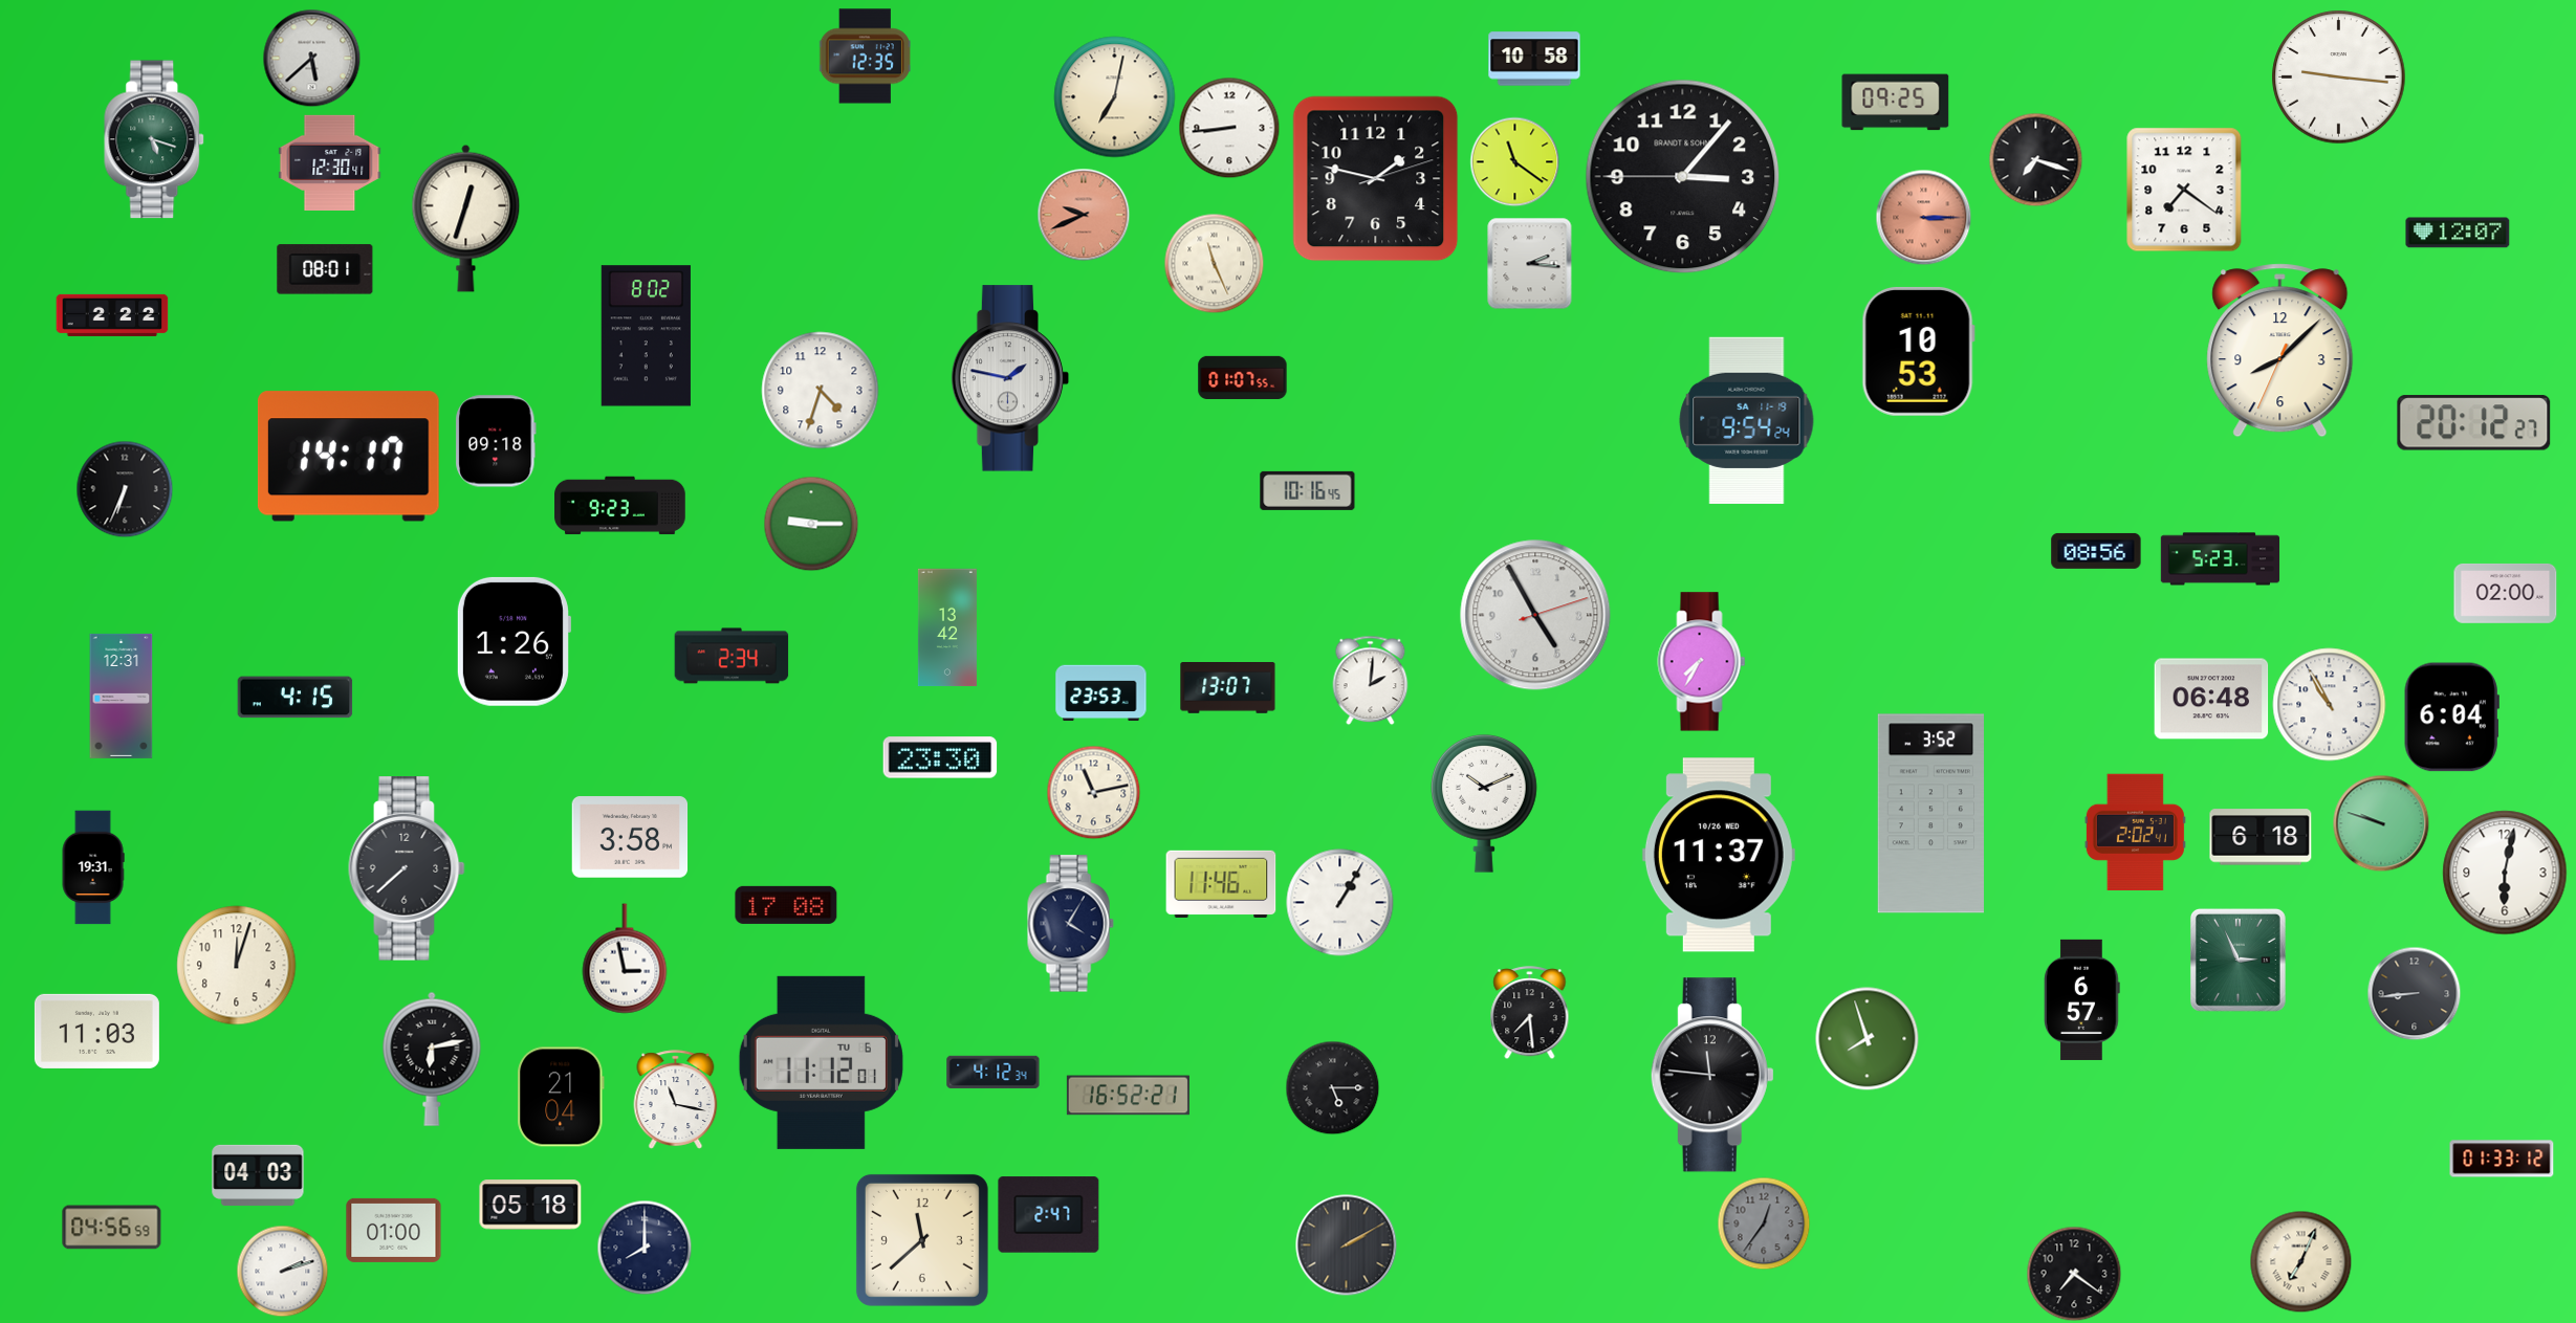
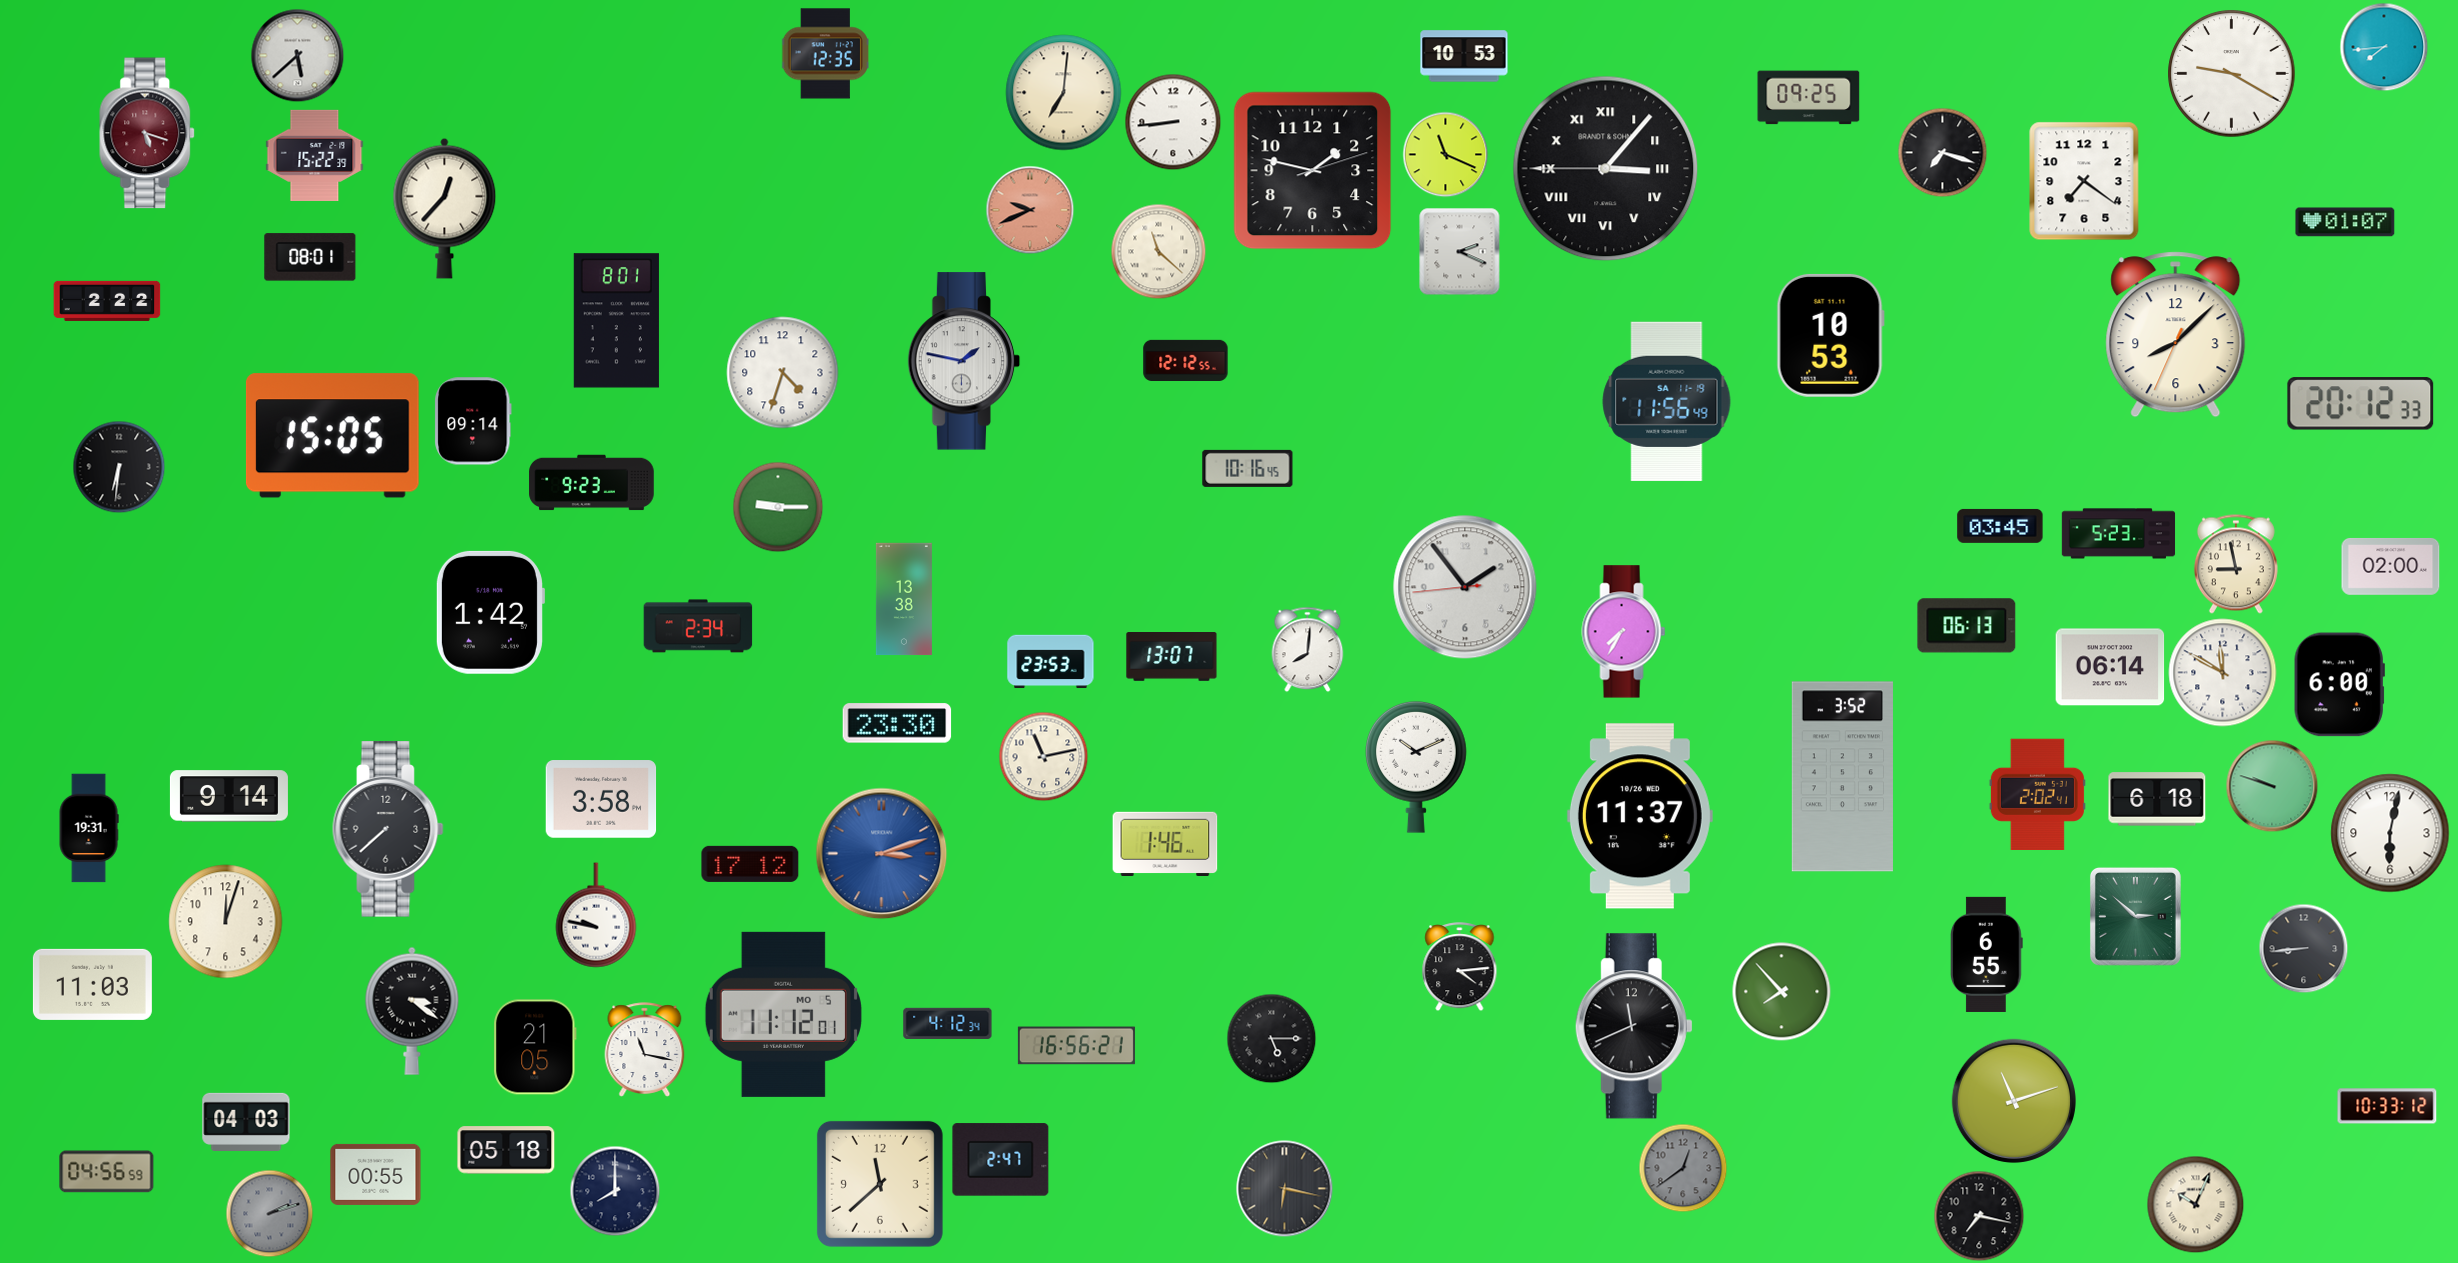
clock at (2384, 47): none -> 7:44
clock at (1534, 59): 10:58 -> 10:53
clock at (2339, 78): 9:16 -> 9:20
clock at (1115, 97): 7:02 -> 7:01
clock at (155, 139) dial: green -> burgundy
clock at (1514, 161): 11:21 -> 11:19
clock at (330, 162): 12:30 -> 15:22
clock at (1683, 177) numerals: Arabic -> Roman
clock at (1084, 215) position: (1084, 215) -> (1030, 210)
clock at (1923, 217): 3:15 -> none
clock at (466, 218): 12:33 -> 12:37
clock at (2458, 233): 12:07 -> 01:07
clock at (1214, 263): 11:26 -> 11:22
clock at (1530, 263): 2:16 -> 2:19
clock at (646, 336): 8:02 -> 8:01
clock at (1243, 377): 01:07 -> 12:12
clock at (1747, 420): 9:54 -> 11:56
clock at (2474, 423): 20:12:27 -> 20:12:33
clock at (496, 441): 09:18 -> 09:14
clock at (348, 457): 14:17 -> 15:05
clock at (125, 489): 6:34 -> 6:31
clock at (811, 524) position: (811, 524) -> (778, 507)
clock at (2096, 551): 08:56 -> 03:45
clock at (2236, 564): none -> 8:58
clock at (1535, 615): 4:55 -> 1:53
clock at (947, 627): 13:42 -> 13:38
clock at (514, 641): 1:26 -> 1:42
clock at (1967, 626): none -> 06:13
clock at (1371, 680): 2:01 -> 8:01
clock at (122, 696): 12:31 -> none
clock at (296, 698): 4:15 -> none
clock at (2211, 699): 06:48 -> 06:14
clock at (2330, 705): 10:55 -> 11:50
clock at (2451, 718): 6:04 -> 6:00
clock at (229, 796): none -> 9:14
clock at (1221, 883): 11:46 -> 1:46
clock at (882, 854): none -> 3:12
clock at (1340, 903): 1:05 -> none
clock at (786, 905): 17:08 -> 17:12
clock at (1070, 924): 4:05 -> none
clock at (625, 958): 2:58 -> 9:47
clock at (2237, 960): 2:56 -> 2:52
clock at (2082, 999): 6:57 -> 6:55
clock at (1530, 1013): 7:29 -> 4:14
clock at (1868, 1039): 7:57 -> 7:53
clock at (432, 1059): 6:13 -> 3:21
clock at (821, 1062) date: TU 6 -> MO 5
clock at (1712, 1075): 11:46 -> 11:41
clock at (1128, 1096): 16:52 -> 16:56
clock at (561, 1097): 21:04 -> 21:05
clock at (2014, 1101): none -> 11:12
clock at (2502, 1159): 01:33 -> 10:33
clock at (1764, 1223): 12:36 -> 12:39
clock at (394, 1230): 01:00 -> 00:55
clock at (1347, 1245): 2:10 -> 6:17
clock at (2300, 1261): 7:04 -> 10:04
clock at (282, 1271) dial: white -> grey
clock at (2074, 1274): 7:21 -> 7:17
